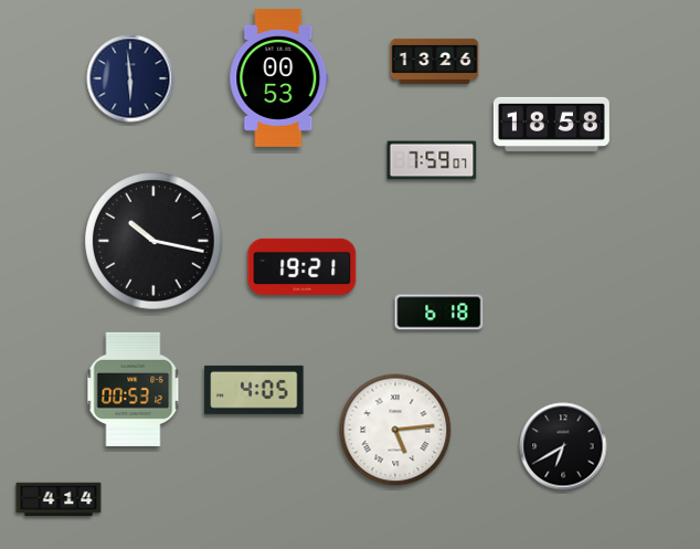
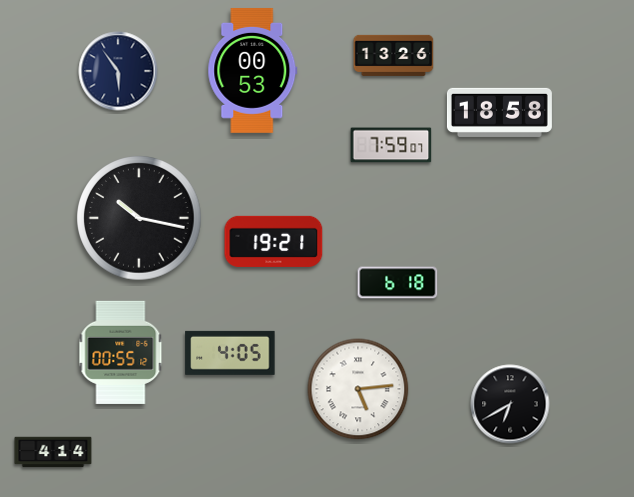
clock at (130, 78): 5:59 -> 5:54
clock at (134, 389): 00:53 -> 00:55
